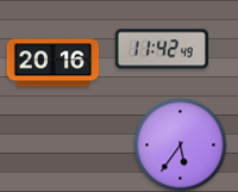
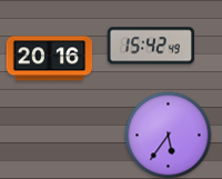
clock at (161, 49): 11:42 -> 15:42
